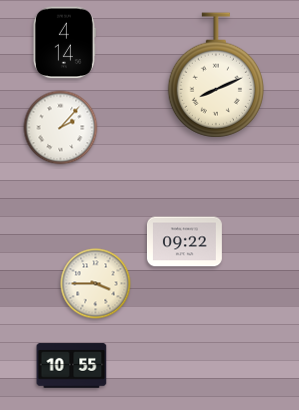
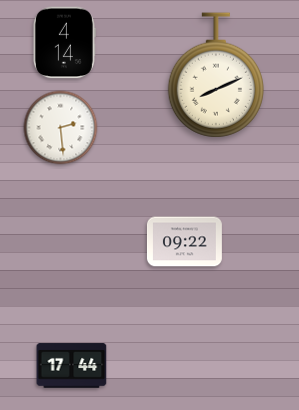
clock at (61, 128): 2:07 -> 2:29
clock at (96, 284): 3:45 -> none
clock at (72, 366): 10:55 -> 17:44
